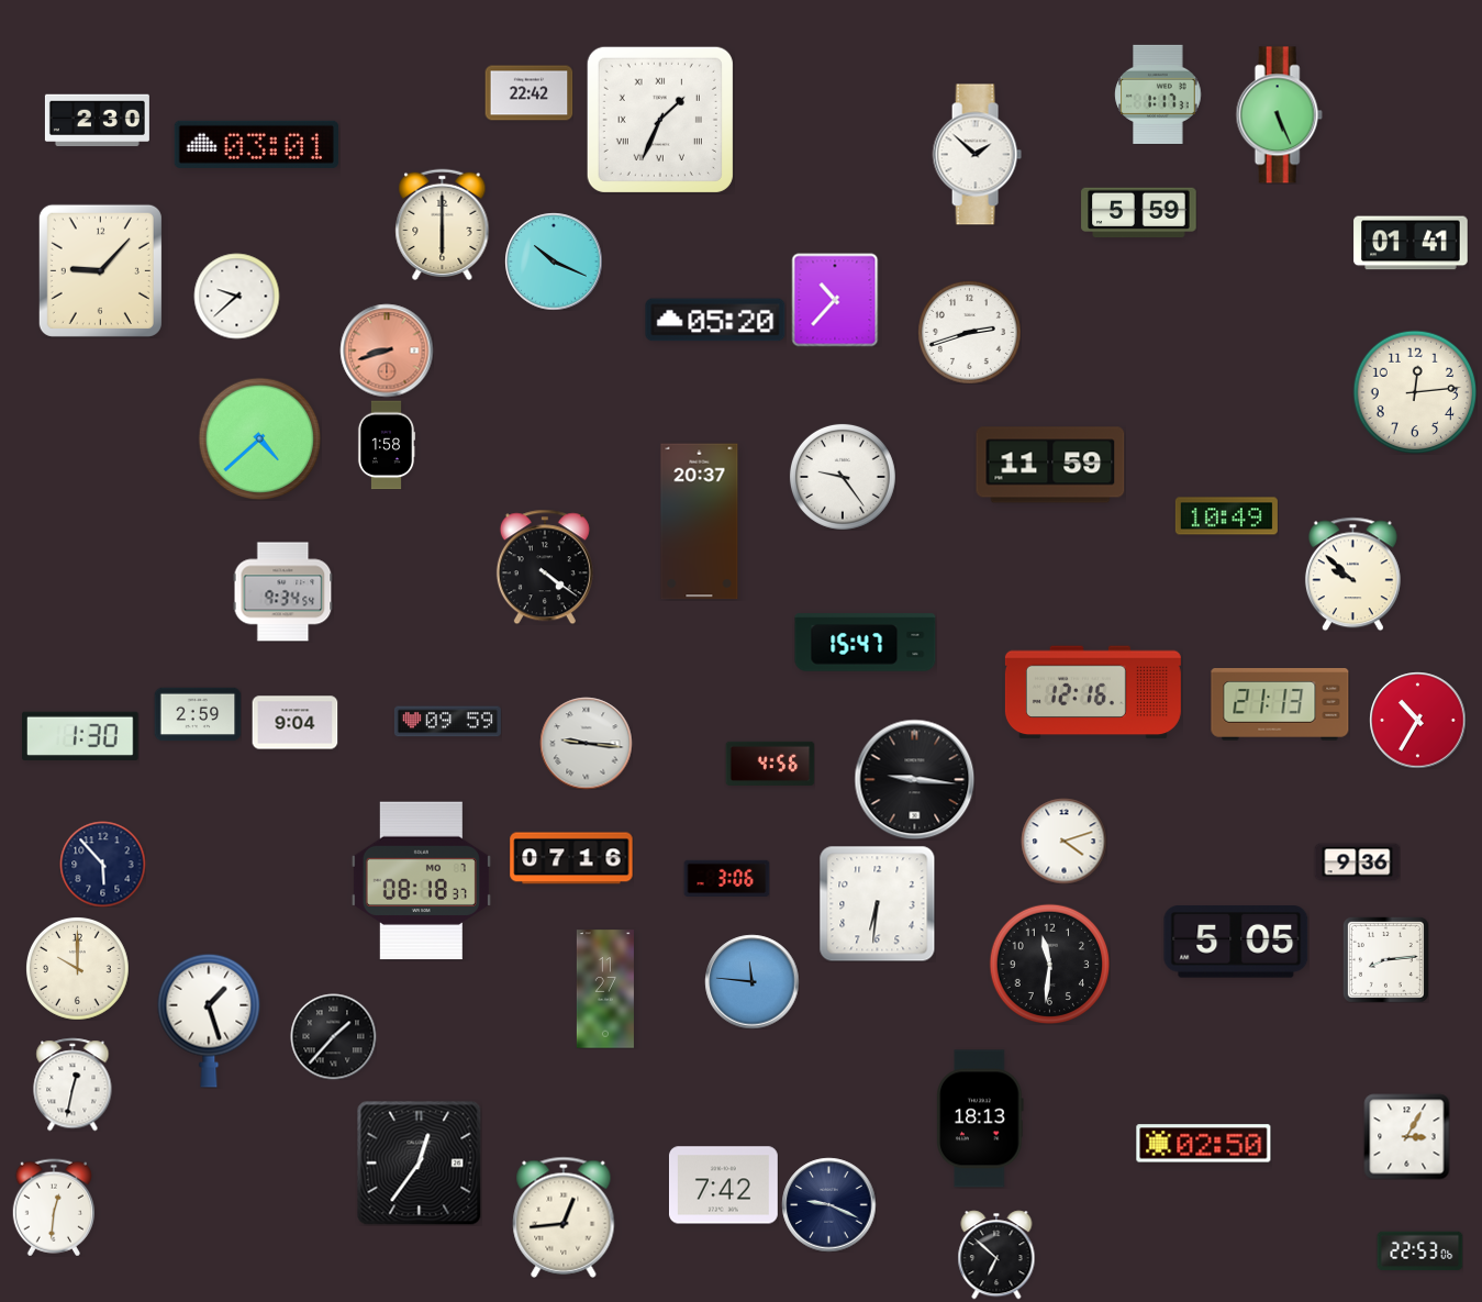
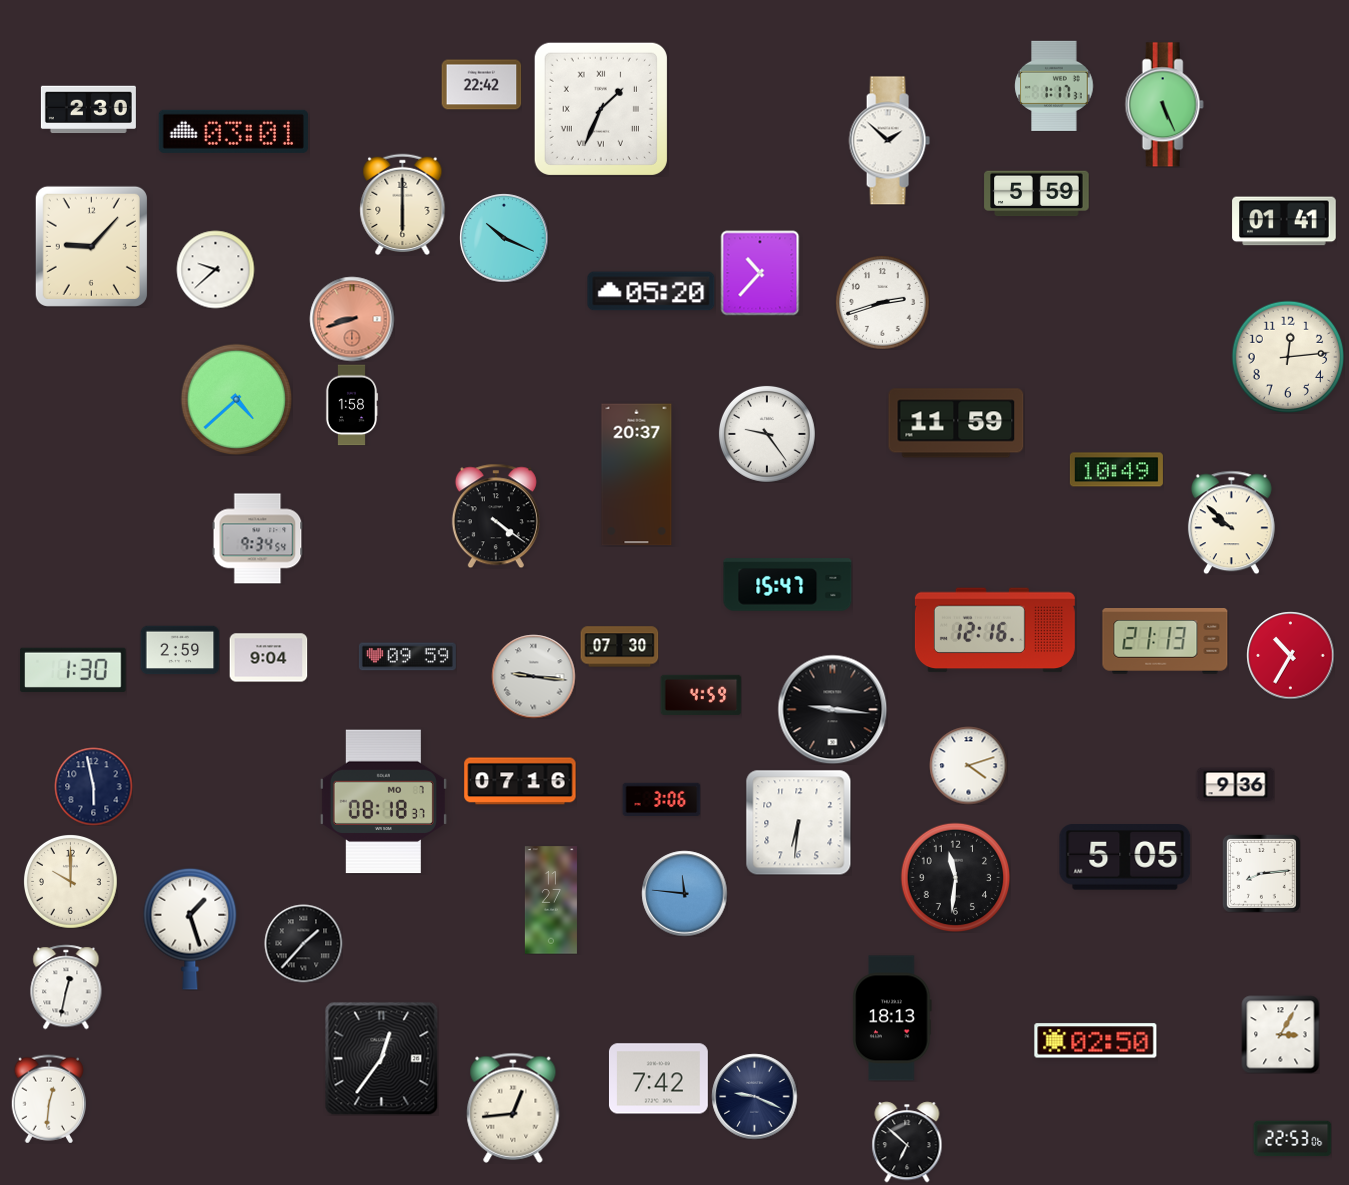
clock at (619, 647): none -> 07:30
clock at (770, 764): 4:56 -> 4:59
clock at (102, 864): 5:53 -> 5:58
